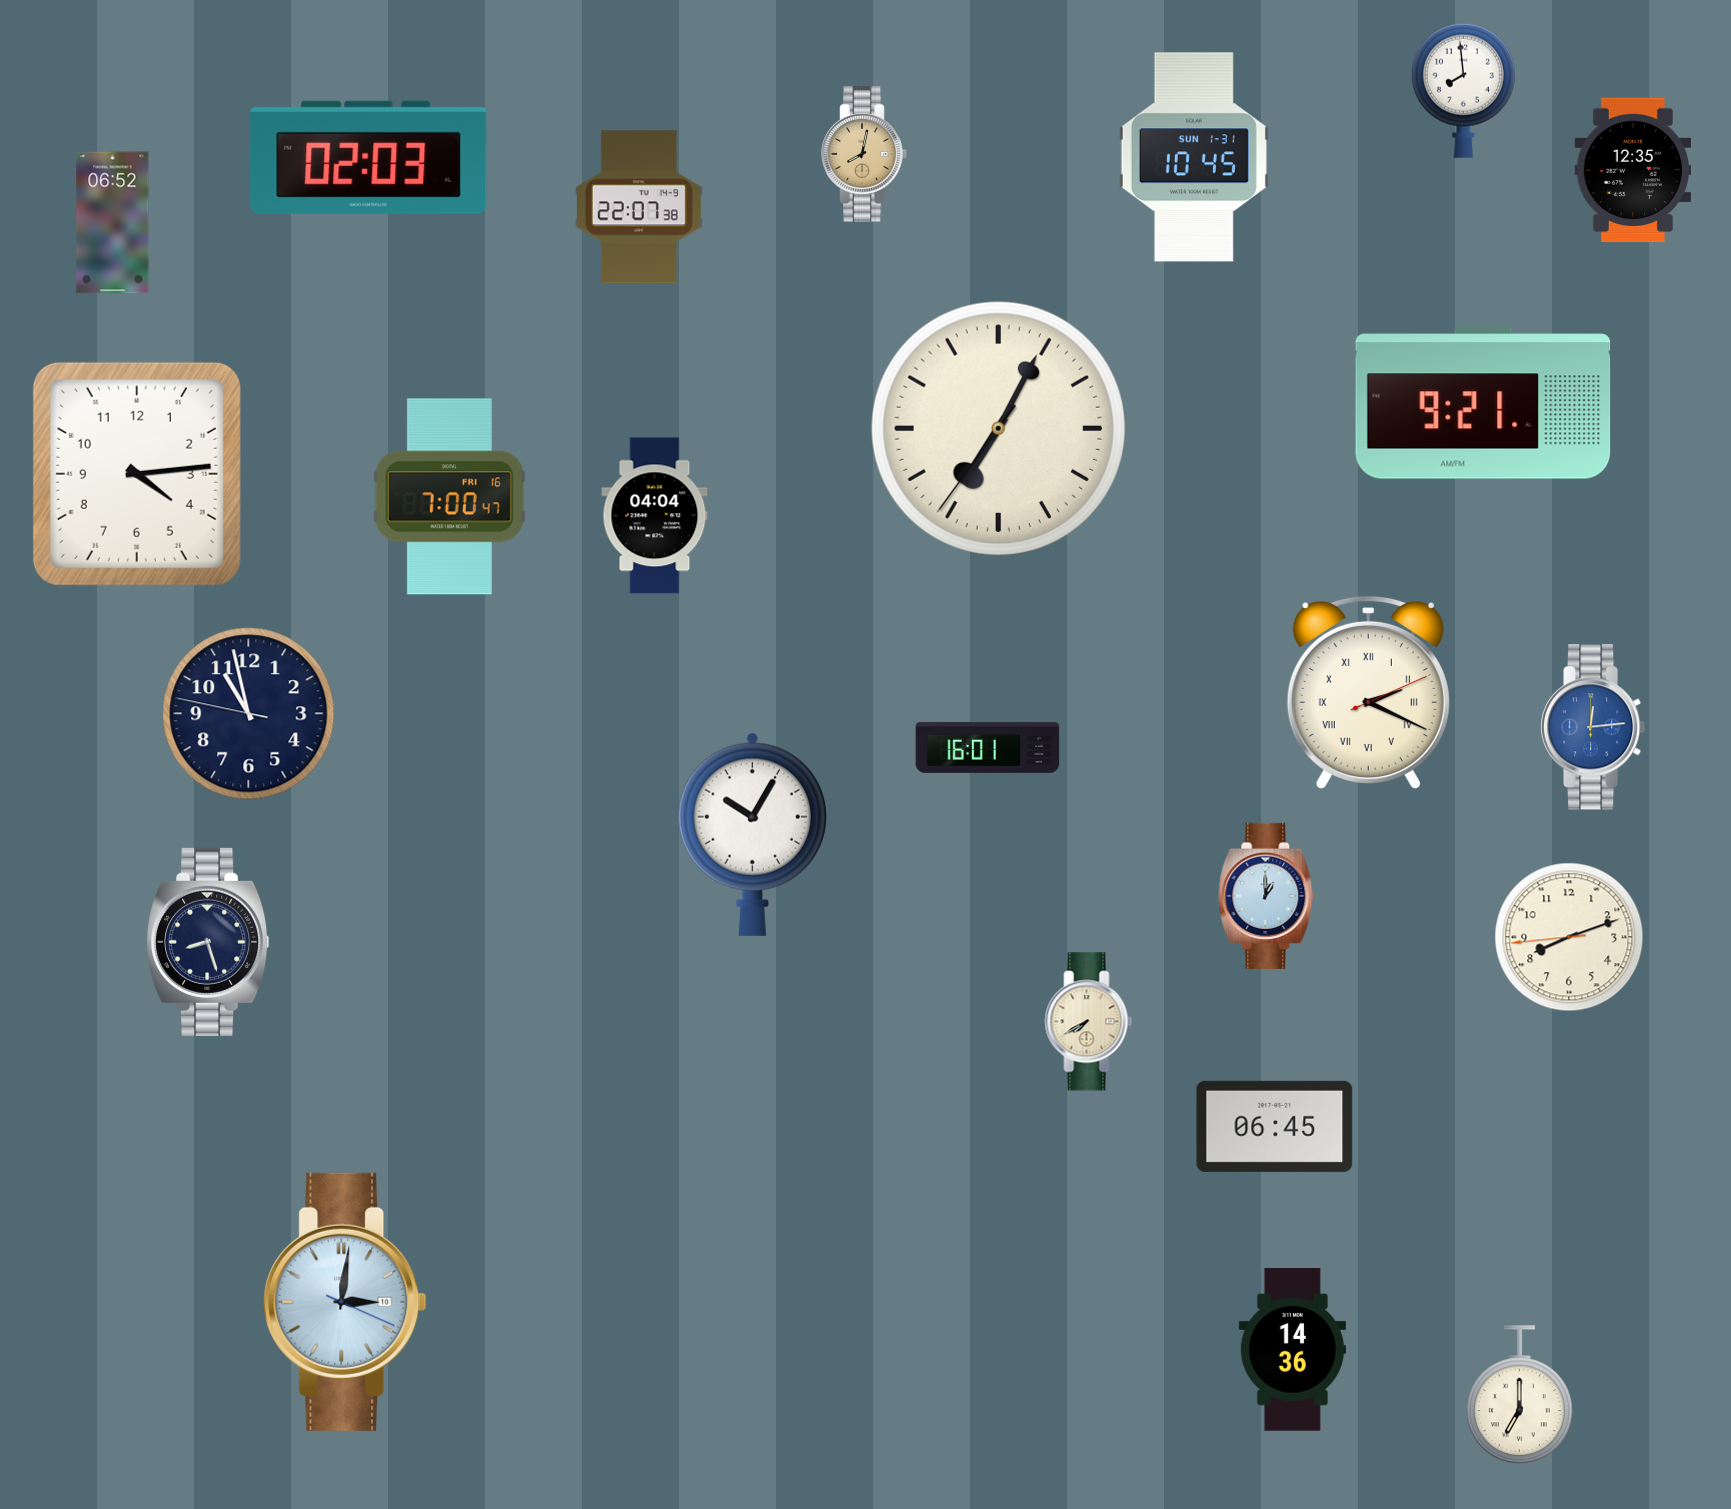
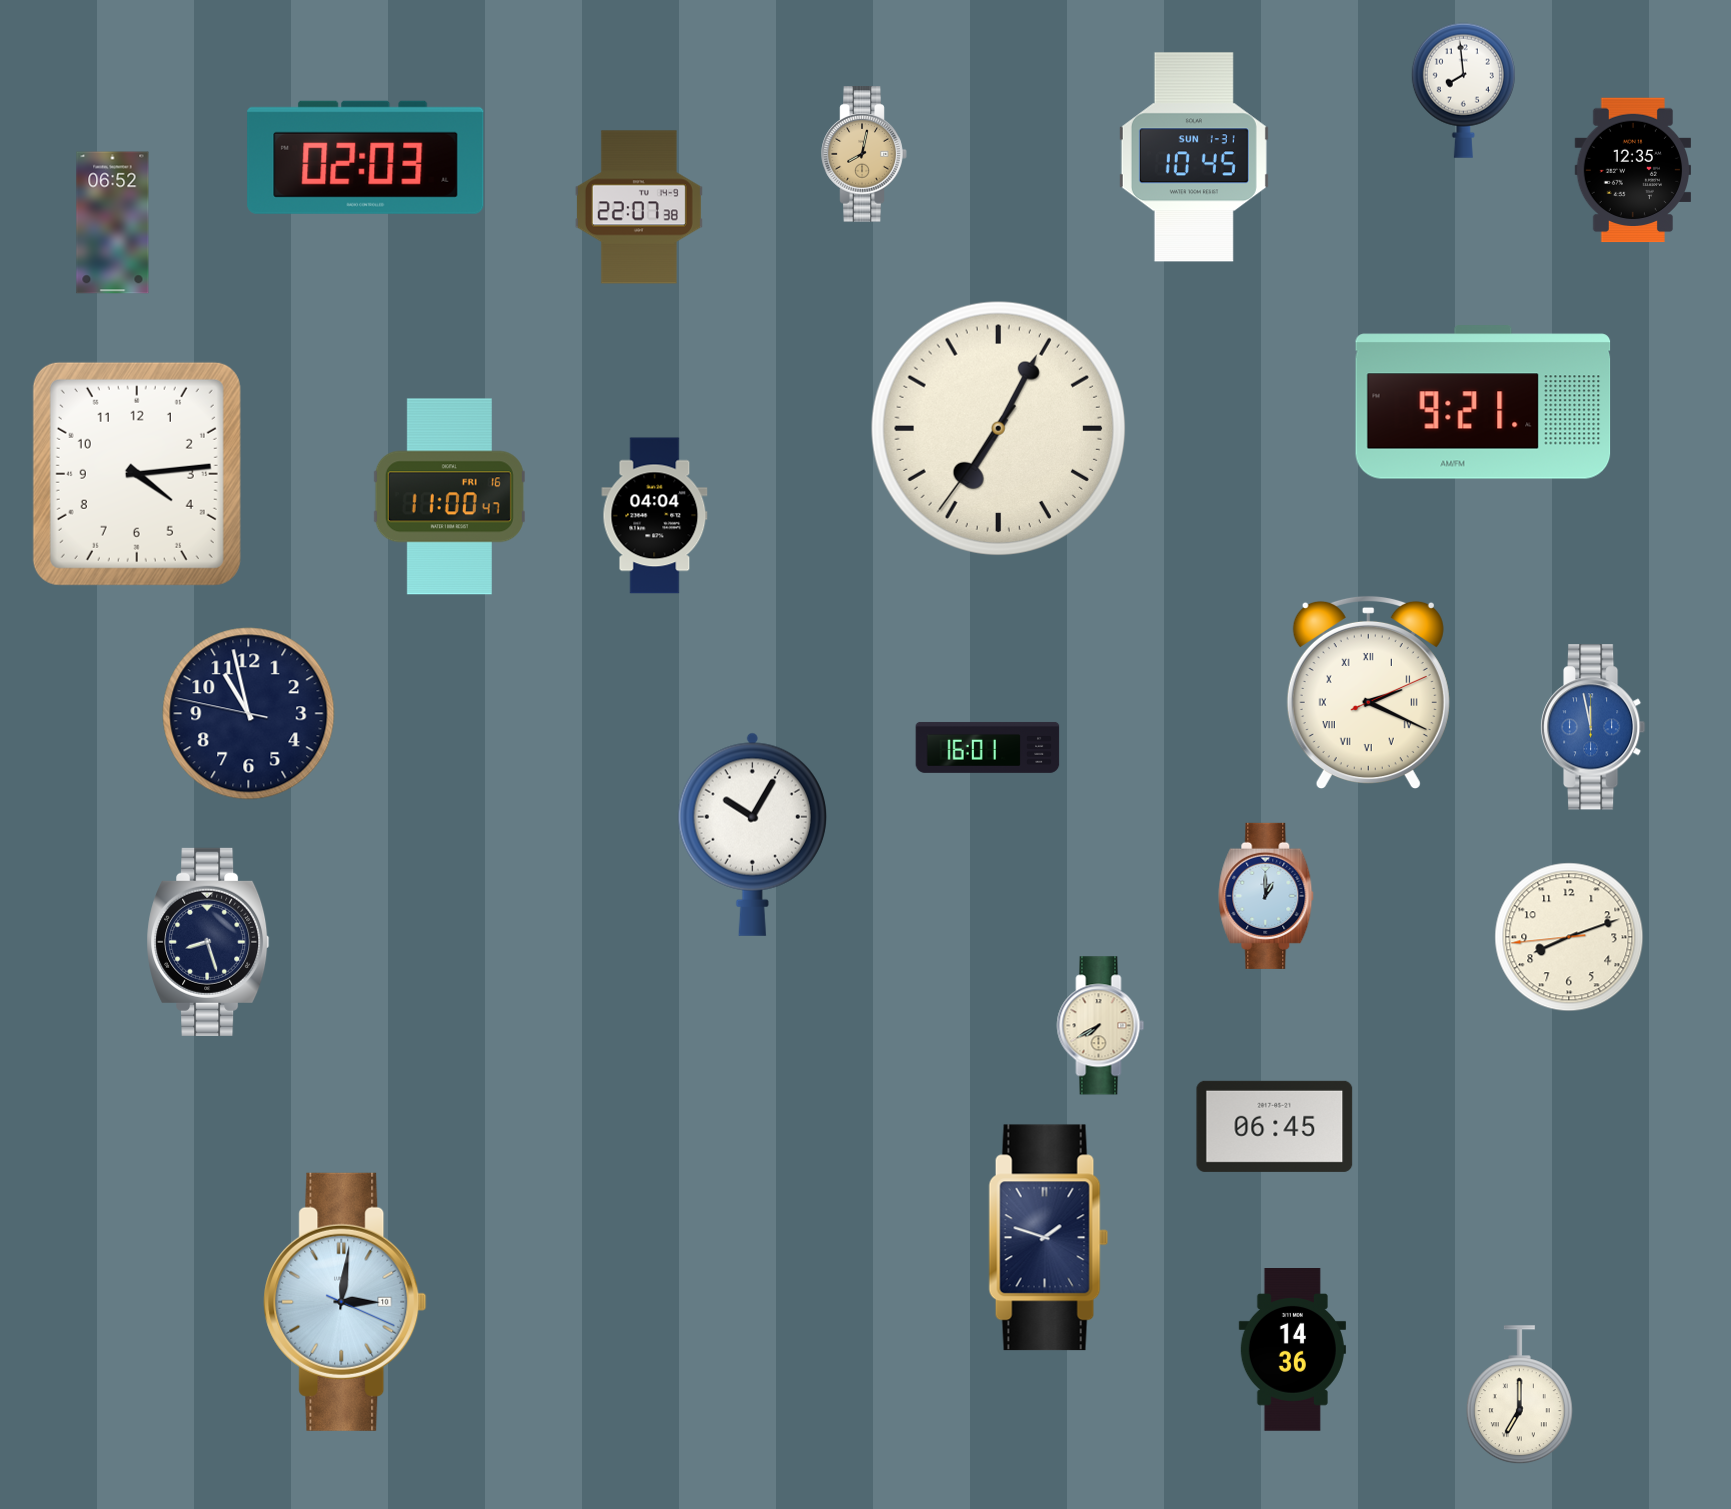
clock at (369, 157) position: (369, 157) -> (366, 157)
clock at (449, 497): 7:00 -> 11:00
clock at (1593, 727): 12:14 -> 11:58
clock at (1089, 1022) position: (1089, 1022) -> (1101, 1026)
clock at (1049, 1238): none -> 1:48
